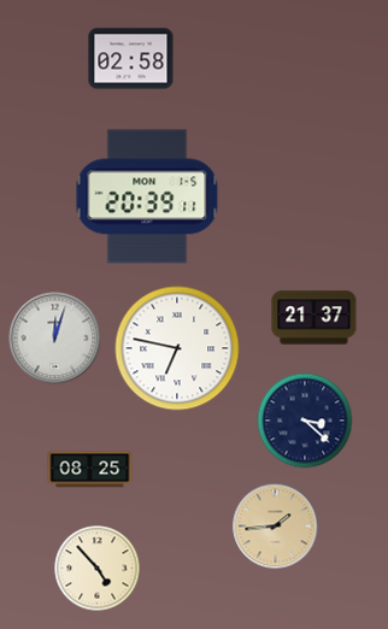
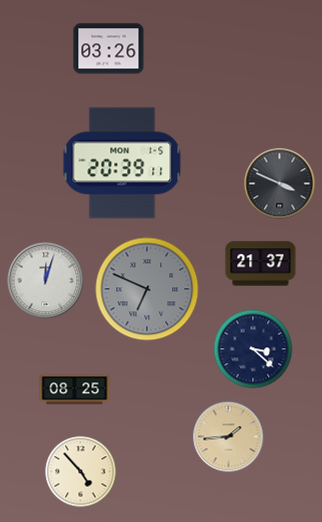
clock at (131, 59): 02:58 -> 03:26
clock at (280, 184): none -> 3:49
clock at (177, 348): 6:47 -> 6:49
clock at (177, 348) dial: white -> grey
